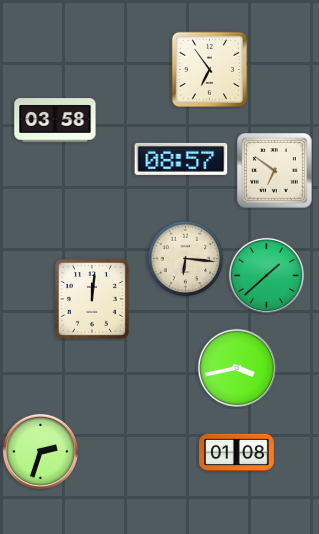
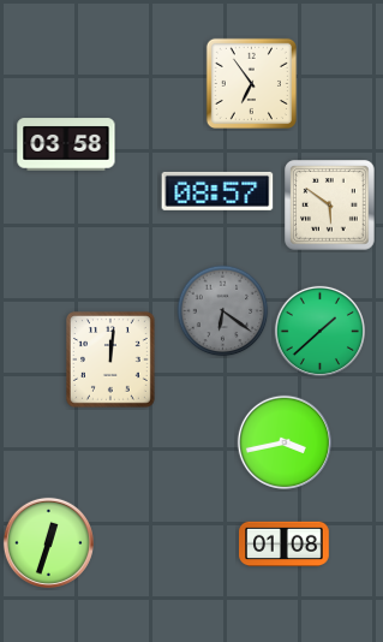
clock at (275, 171): 6:51 -> 5:51
clock at (186, 259): 6:16 -> 6:21
clock at (186, 259) dial: cream -> grey
clock at (40, 451): 2:33 -> 12:33
